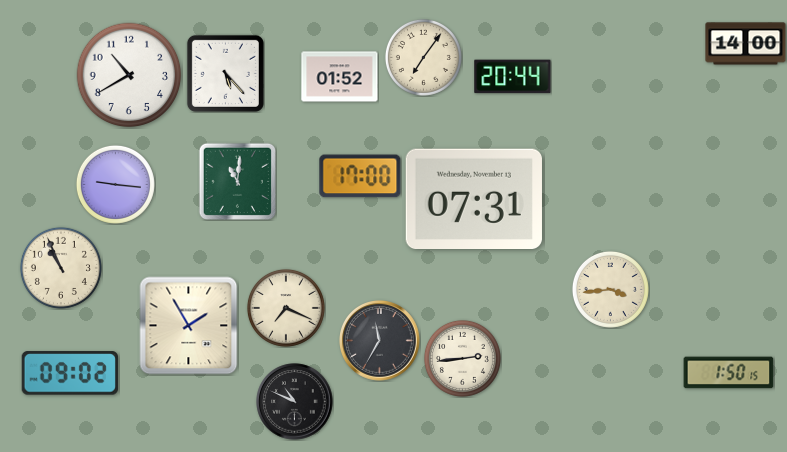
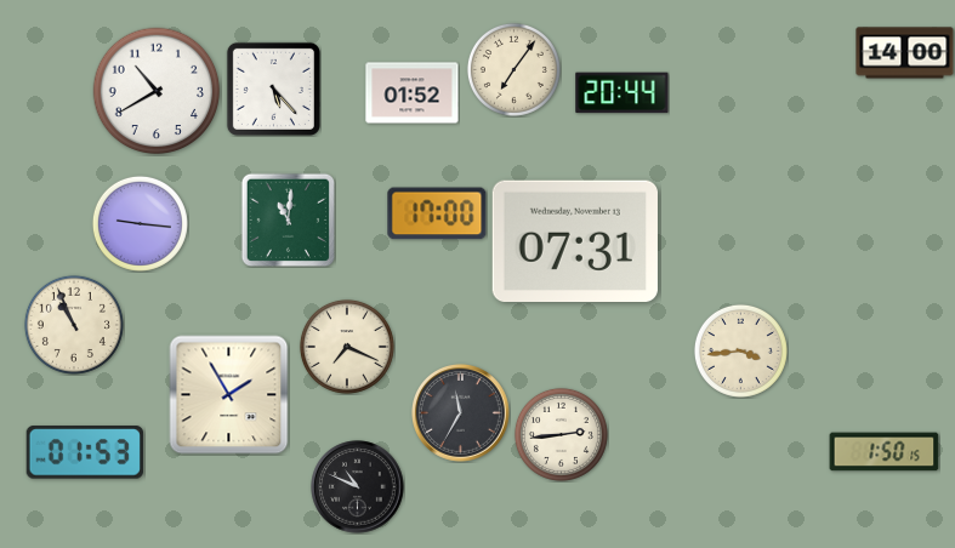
clock at (286, 308) position: (286, 308) -> (347, 347)
clock at (70, 373): 09:02 -> 01:53
